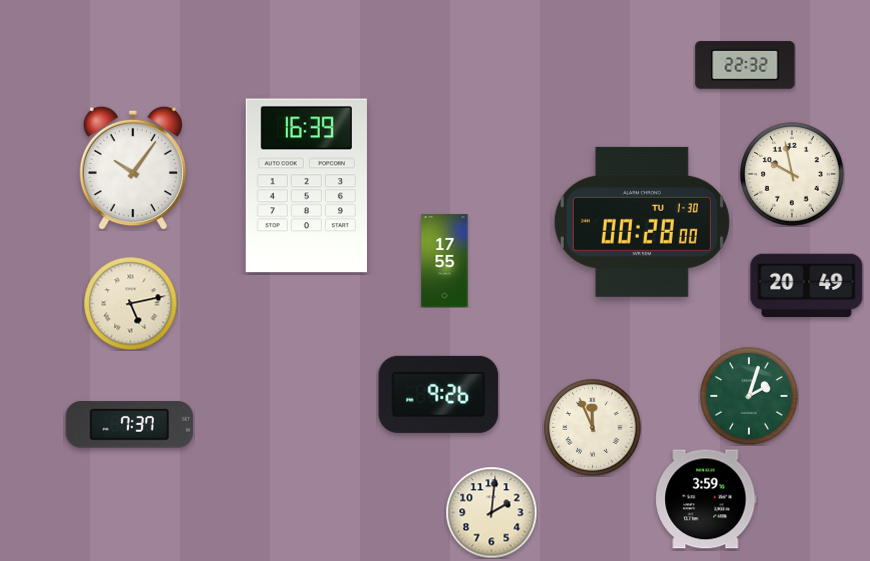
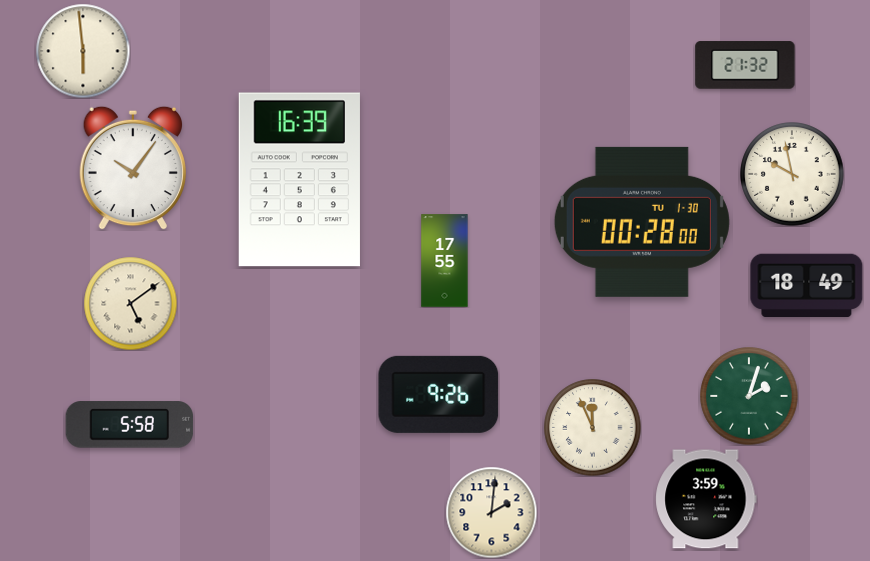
clock at (83, 51): none -> 5:59
clock at (745, 65): 22:32 -> 21:32
clock at (306, 186) position: (306, 186) -> (299, 180)
clock at (807, 285): 20:49 -> 18:49
clock at (130, 303): 5:13 -> 5:09
clock at (130, 425): 7:37 -> 5:58
